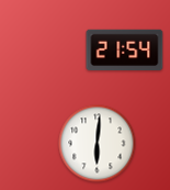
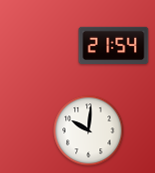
clock at (98, 144): 6:01 -> 10:01
